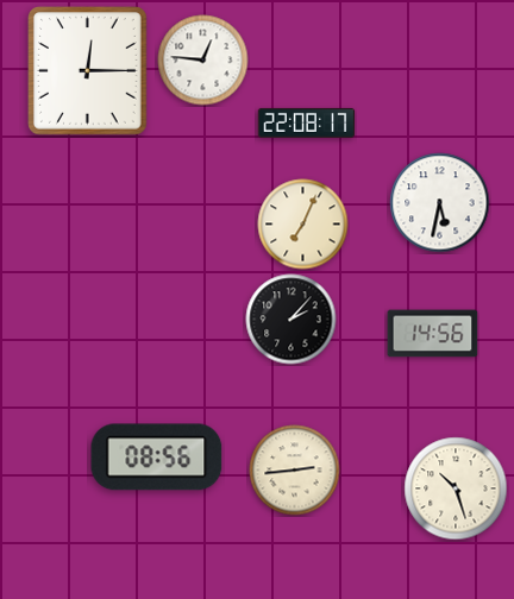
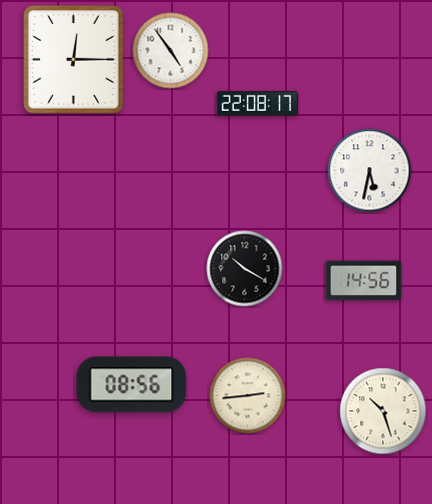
clock at (203, 61): 12:46 -> 4:54
clock at (303, 225): 7:04 -> none
clock at (292, 320): 2:07 -> 10:20
